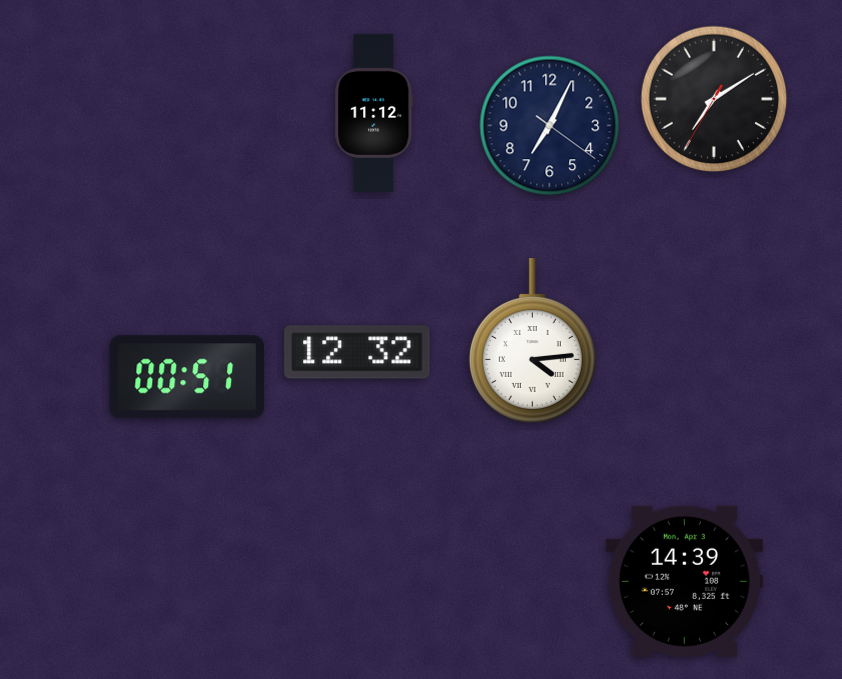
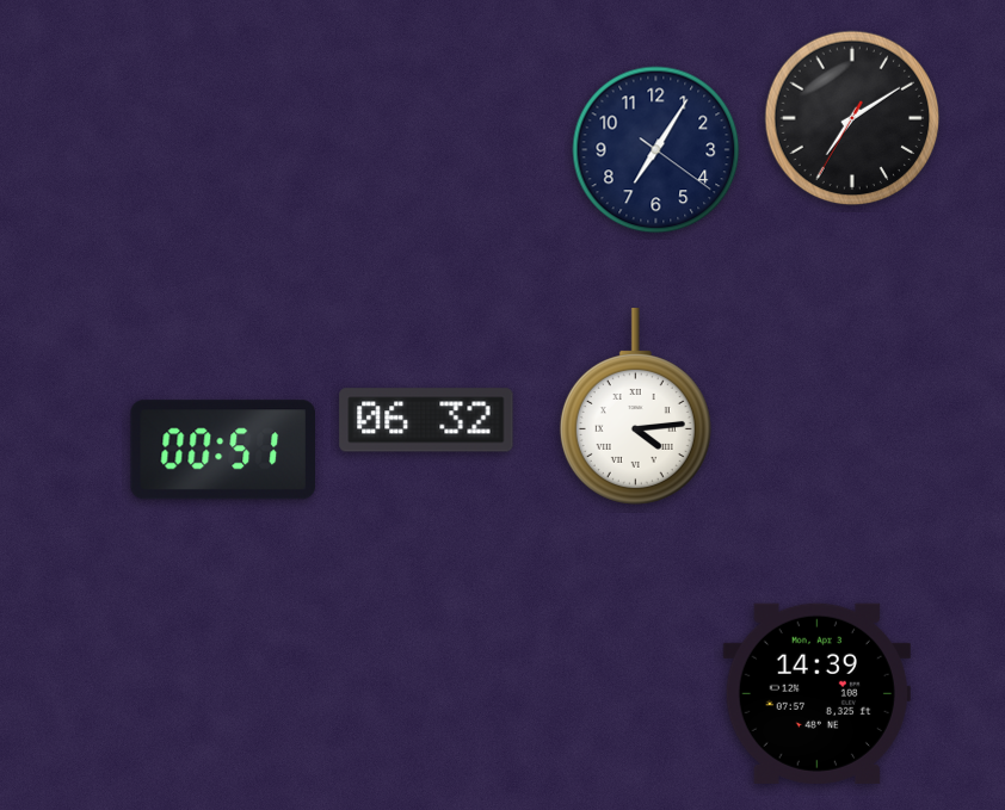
clock at (374, 113): 11:12 -> none
clock at (550, 126): 7:04 -> 7:05
clock at (357, 352): 12:32 -> 06:32
